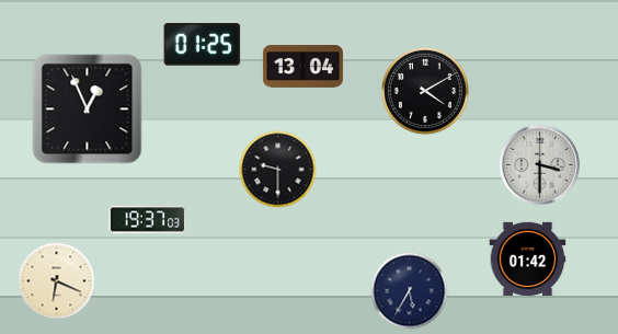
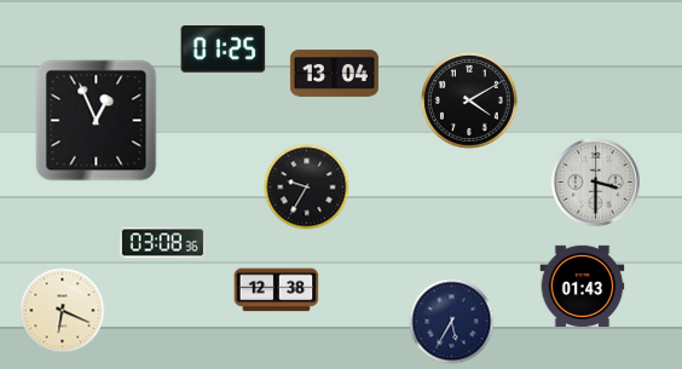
clock at (278, 170): 9:30 -> 9:35
clock at (148, 220): 19:37 -> 03:08
clock at (528, 260): 01:42 -> 01:43
clock at (277, 290): none -> 12:38
